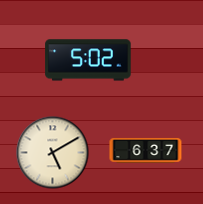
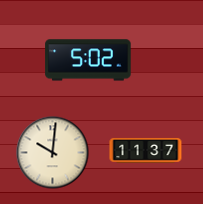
clock at (146, 150): 6:37 -> 11:37
clock at (53, 153): 5:10 -> 10:01
